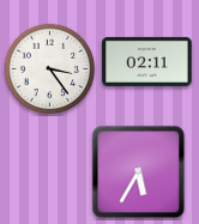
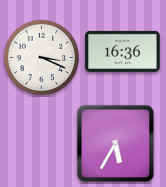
clock at (147, 61): 02:11 -> 16:36
clock at (50, 69): 3:24 -> 3:19
